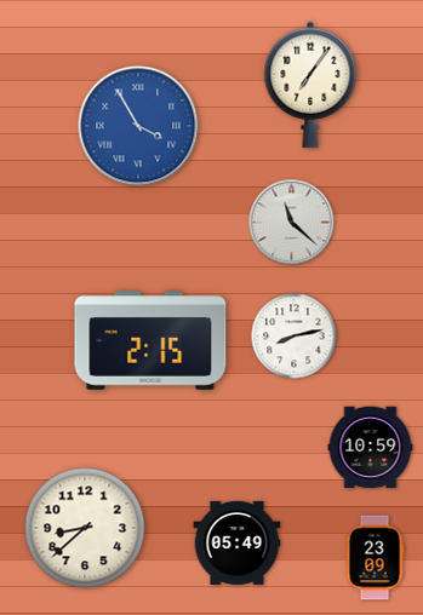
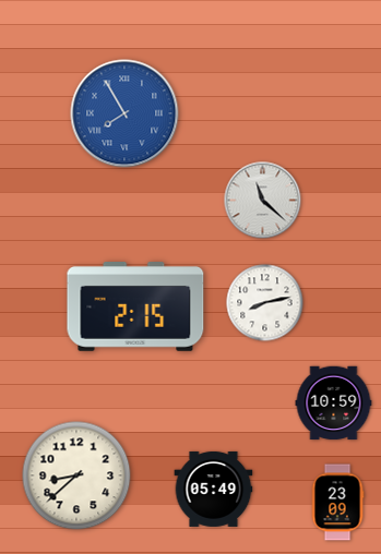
clock at (310, 85): 7:06 -> none
clock at (138, 126): 3:55 -> 7:55
